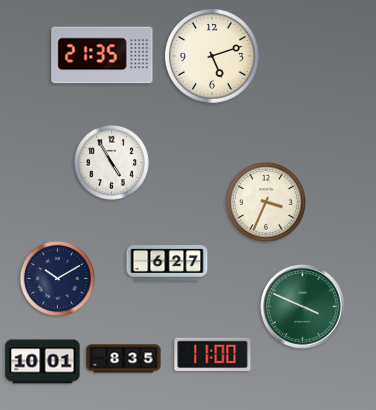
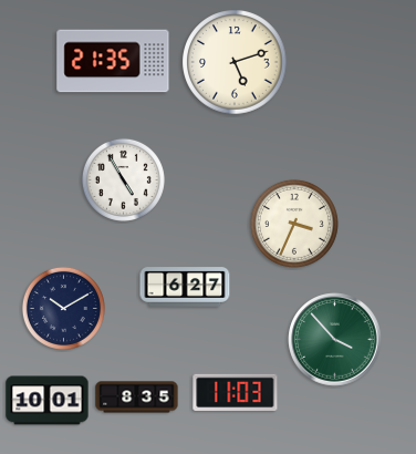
clock at (167, 263) position: (167, 263) -> (185, 287)
clock at (303, 307): 3:49 -> 3:53
clock at (213, 354): 11:00 -> 11:03
